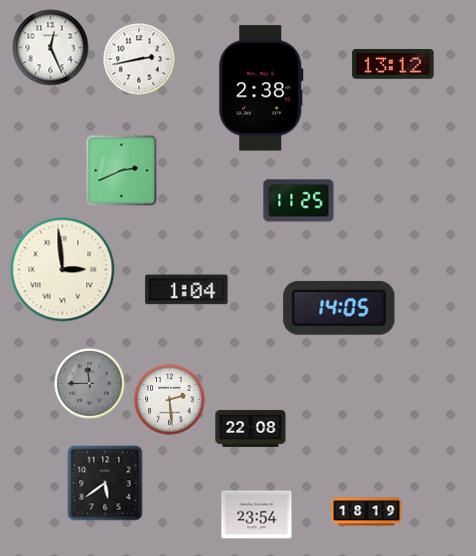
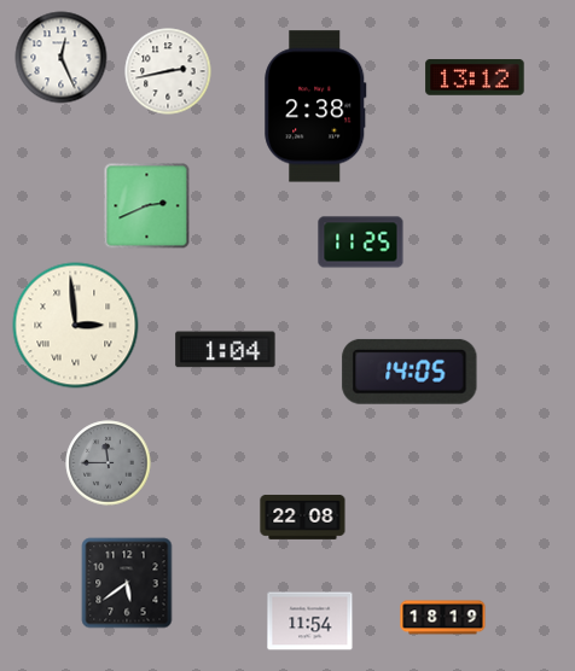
clock at (170, 400): 2:29 -> none
clock at (257, 515): 23:54 -> 11:54
